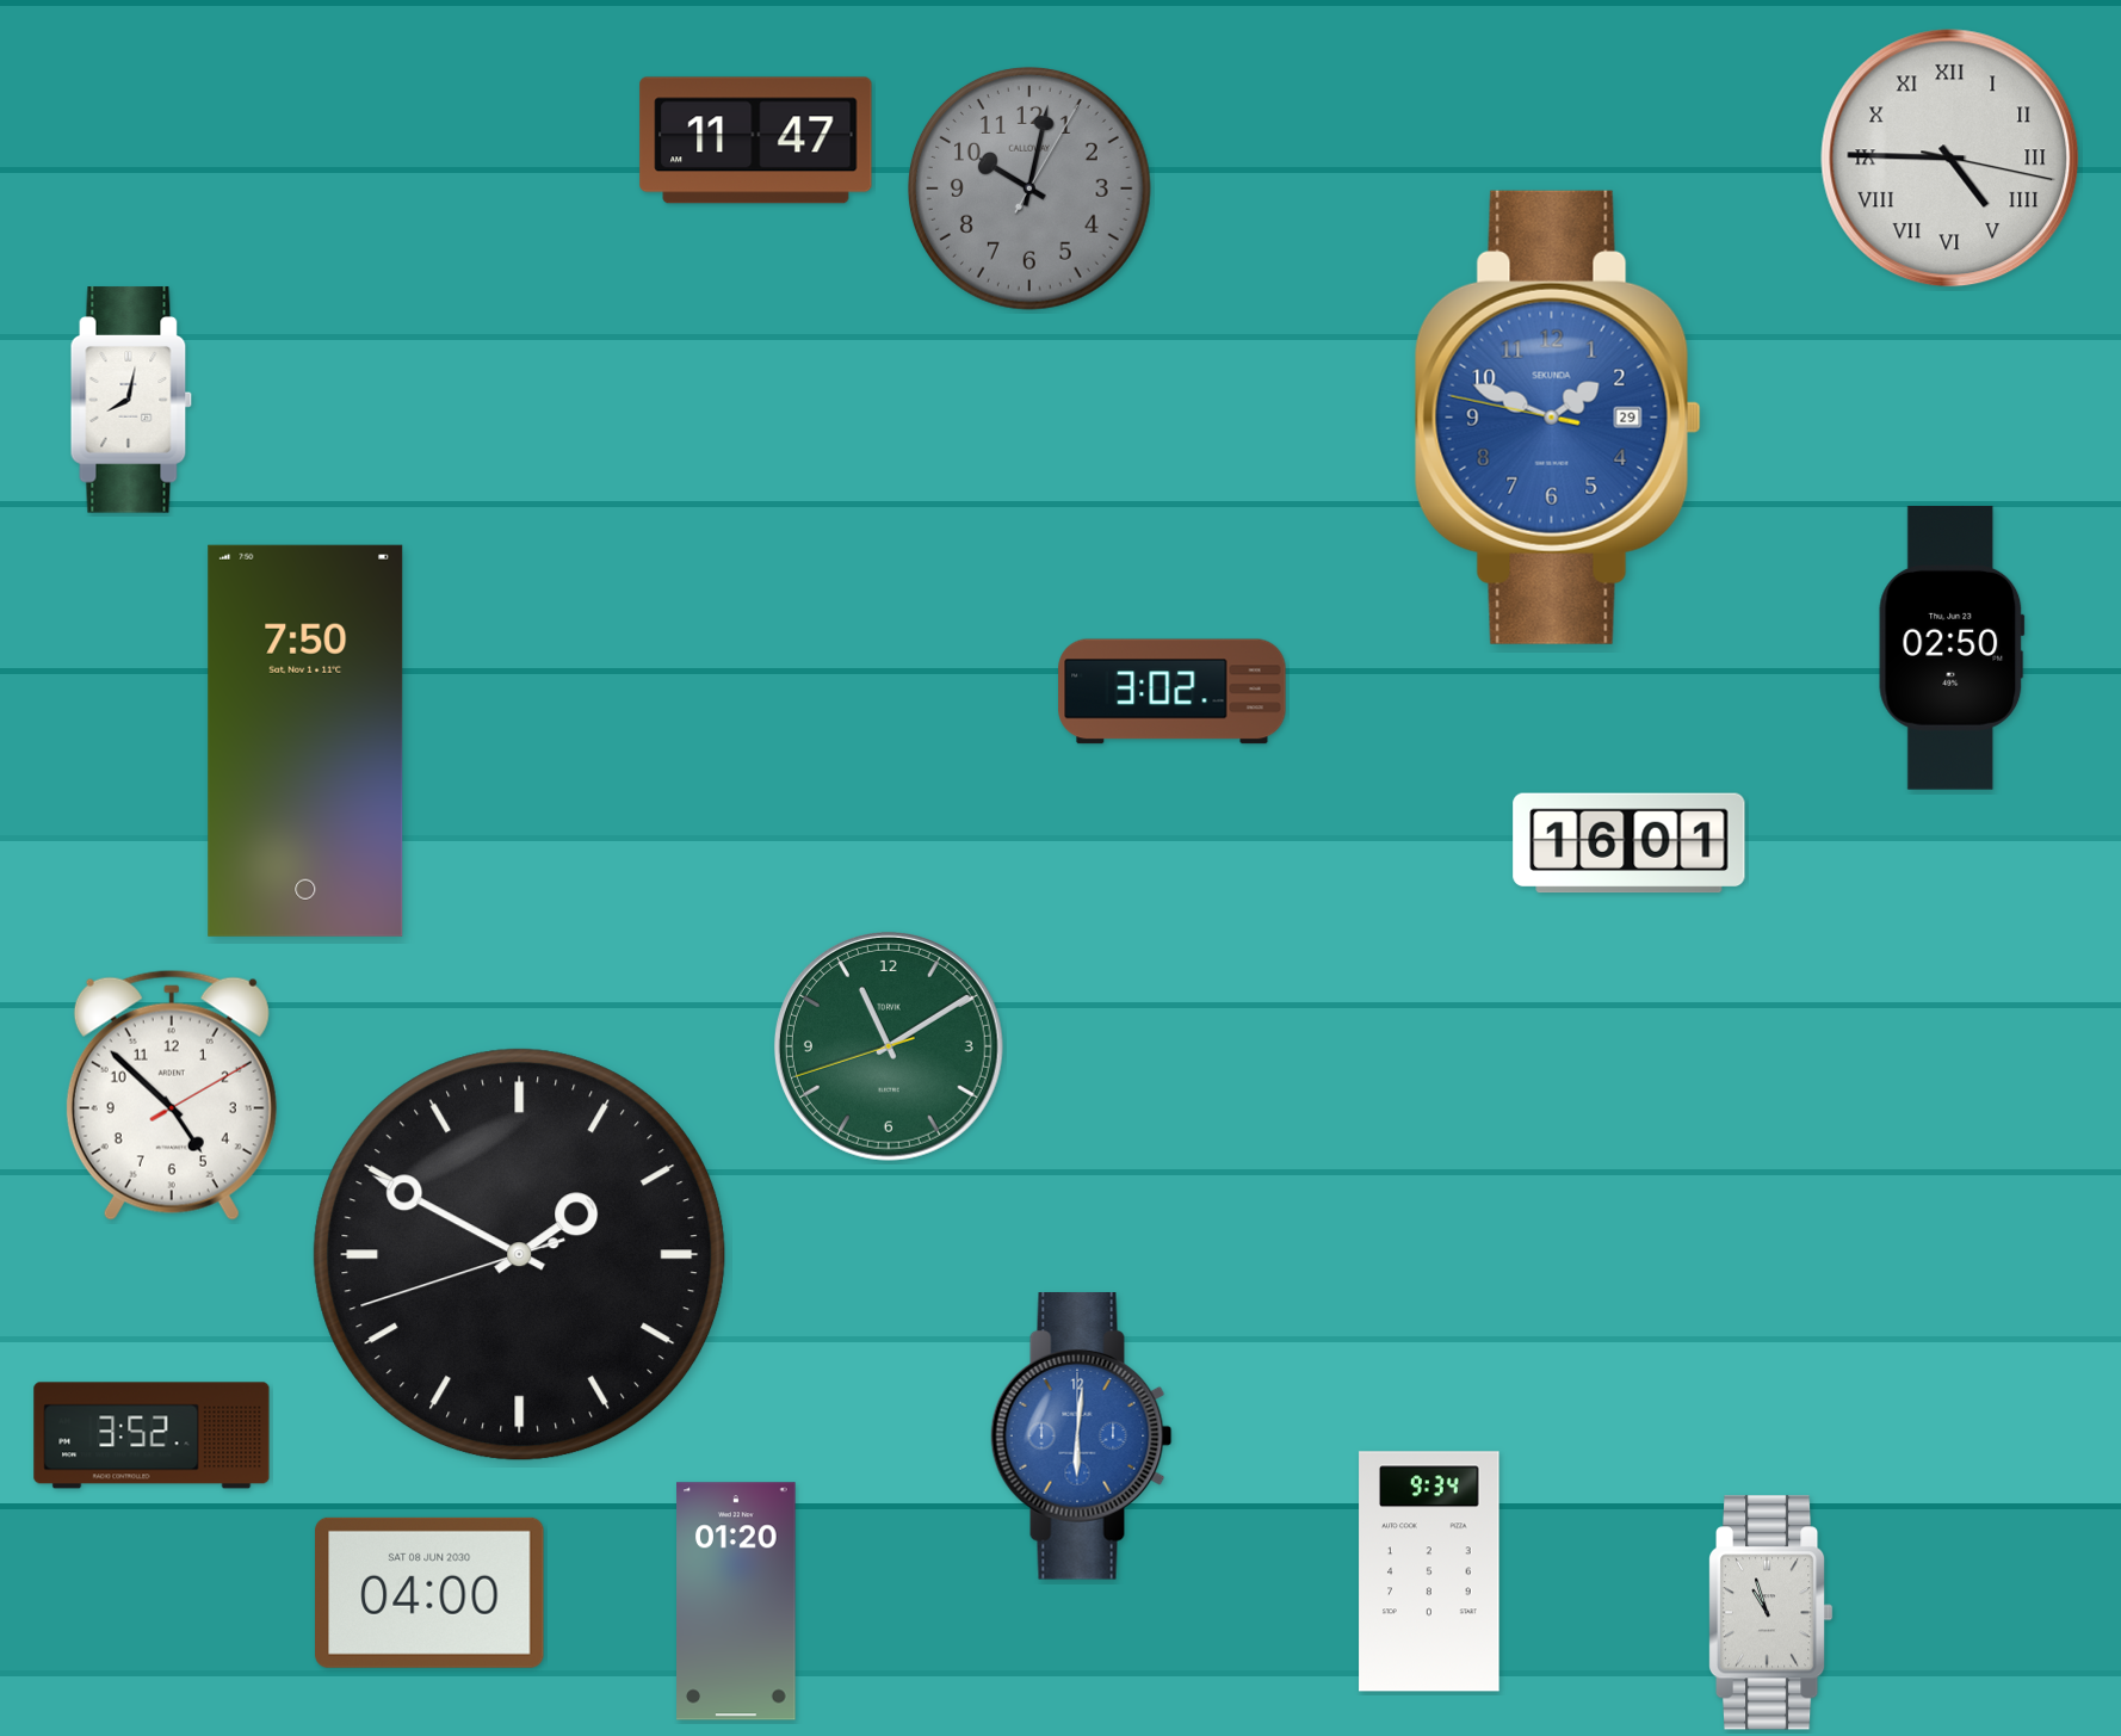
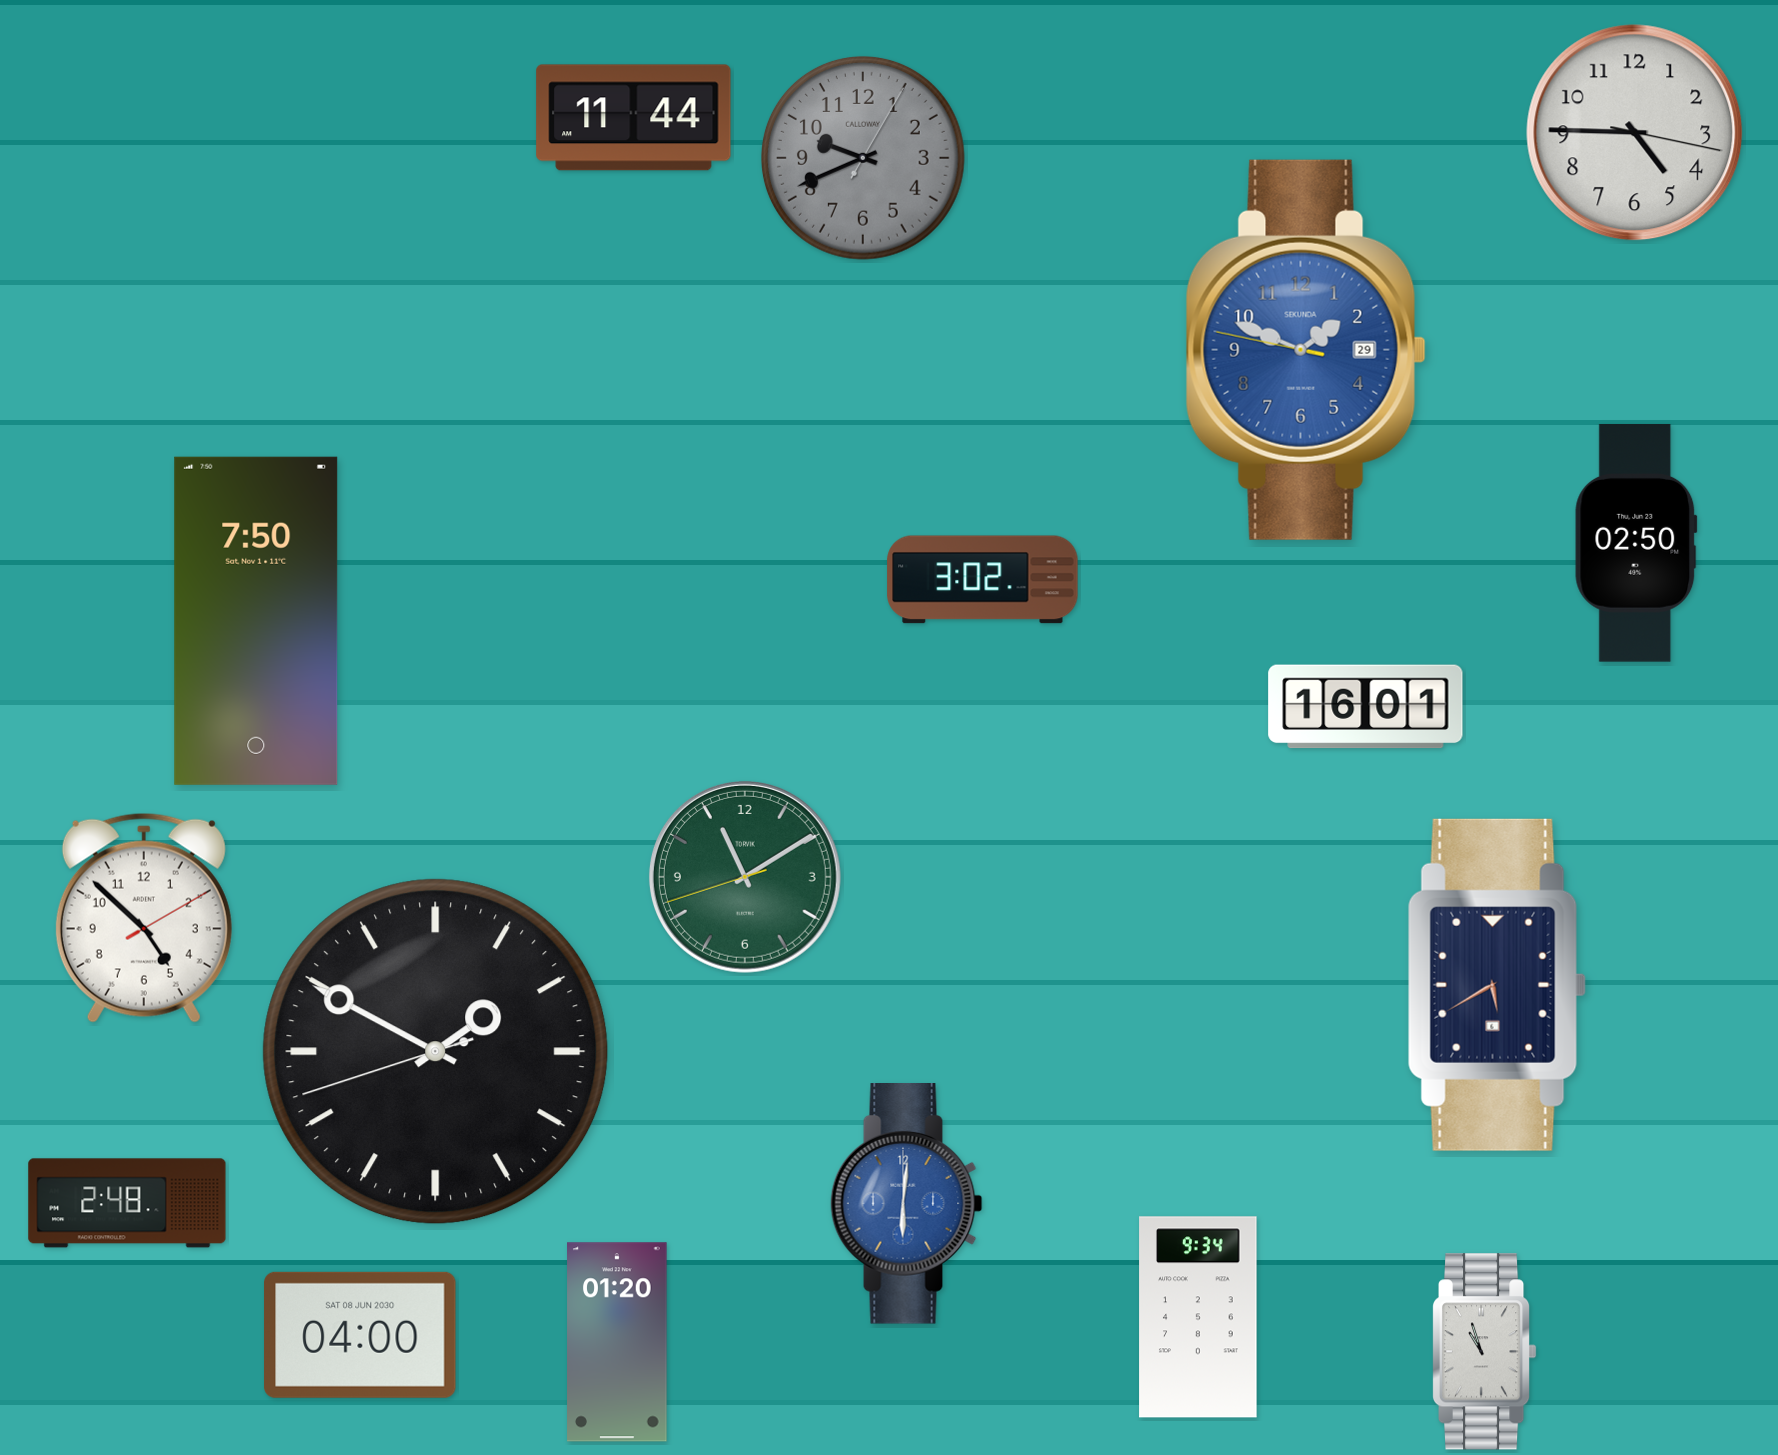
clock at (756, 141): 11:47 -> 11:44
clock at (1950, 159) numerals: Roman -> Arabic
clock at (1029, 189): 10:02 -> 9:41
clock at (131, 400): 8:02 -> none
clock at (1497, 985): none -> 5:40
clock at (151, 1435): 3:52 -> 2:48
